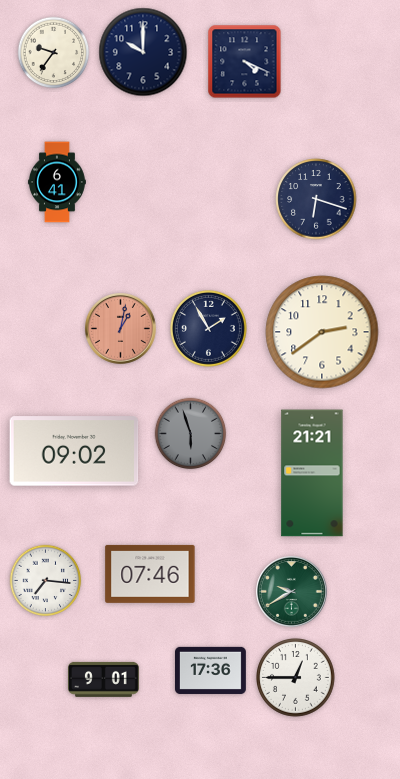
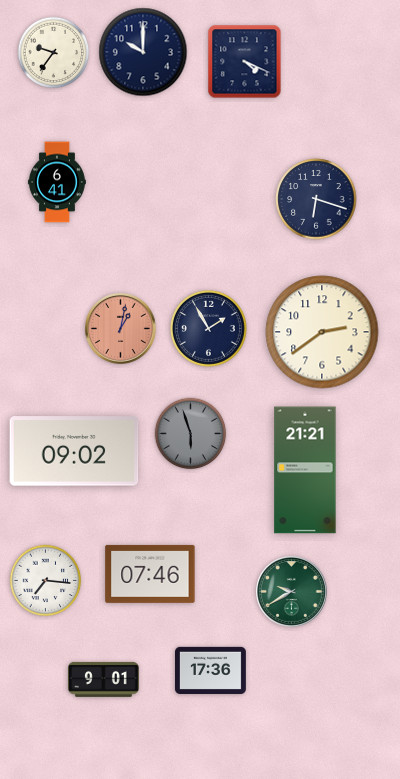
clock at (312, 473) position: (312, 473) -> (305, 470)
clock at (296, 678): 12:45 -> none
